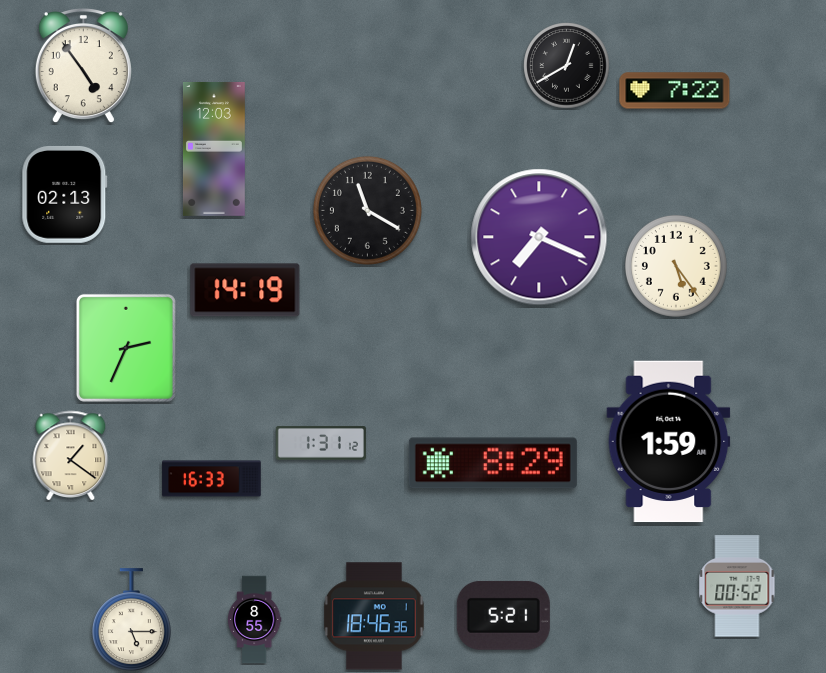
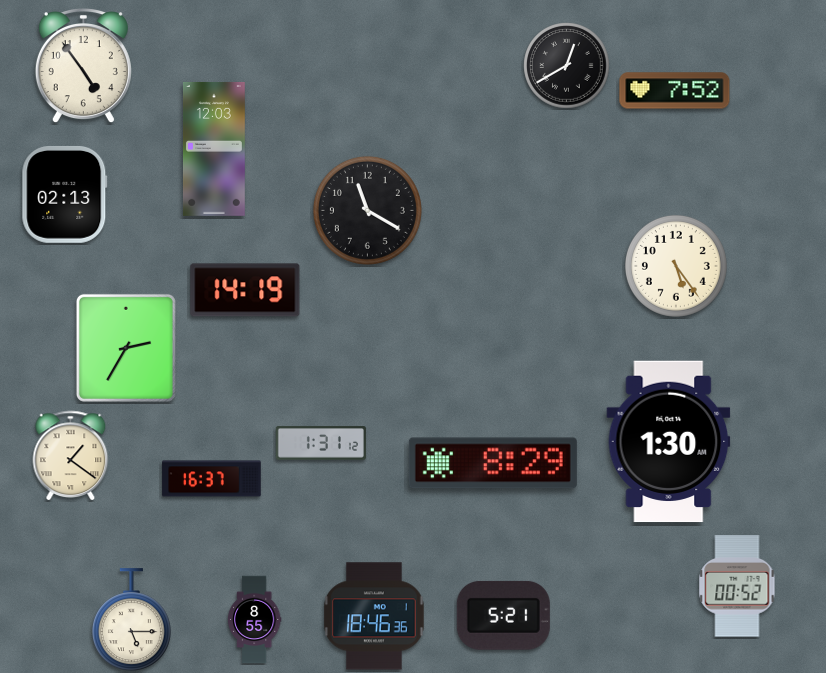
clock at (675, 91): 7:22 -> 7:52
clock at (539, 237): 7:19 -> none
clock at (126, 348): 2:34 -> 2:35
clock at (669, 442): 1:59 -> 1:30
clock at (212, 479): 16:33 -> 16:37
